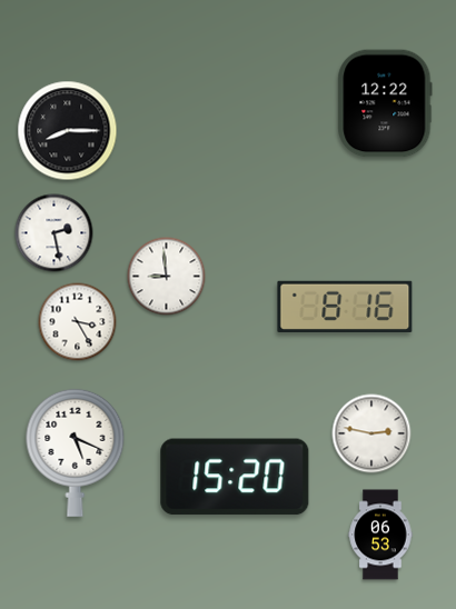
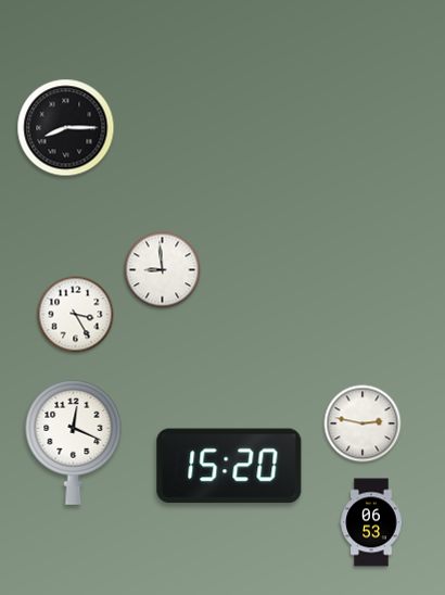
clock at (385, 103): 12:22 -> none
clock at (54, 233): 2:28 -> none
clock at (345, 307): 8:16 -> none
clock at (76, 452): 5:19 -> 12:19
